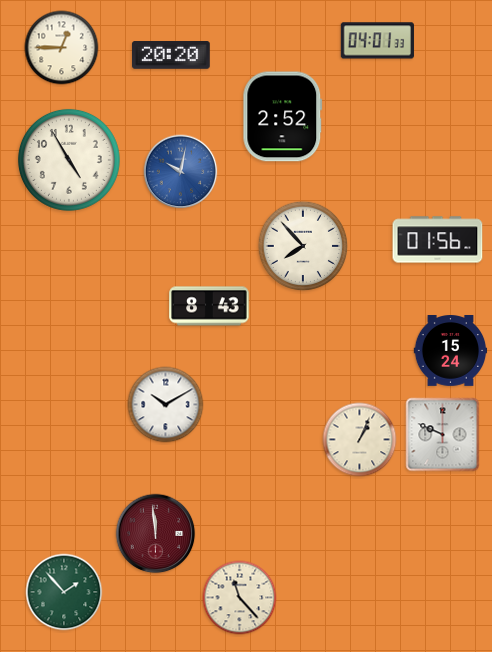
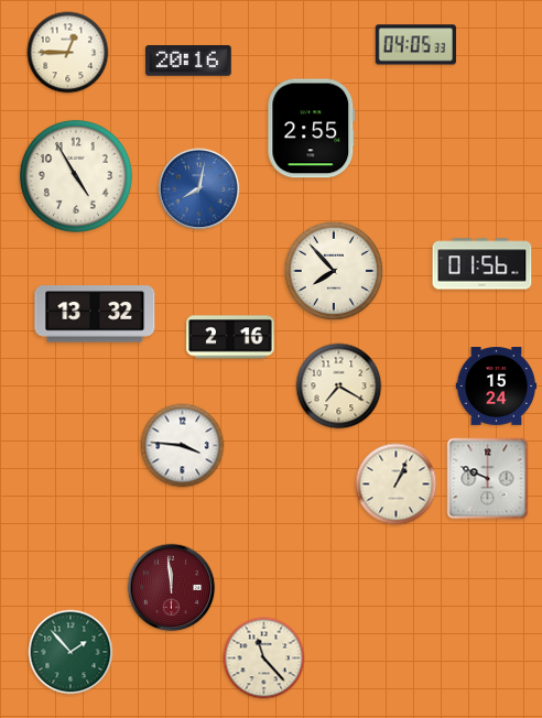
clock at (377, 41): 04:01 -> 04:05
clock at (172, 56): 20:20 -> 20:16
clock at (283, 117): 2:52 -> 2:55
clock at (181, 172): 10:02 -> 8:02
clock at (95, 314): none -> 13:32
clock at (209, 306): 8:43 -> 2:16
clock at (339, 387): none -> 7:20
clock at (166, 405): 10:10 -> 3:46
